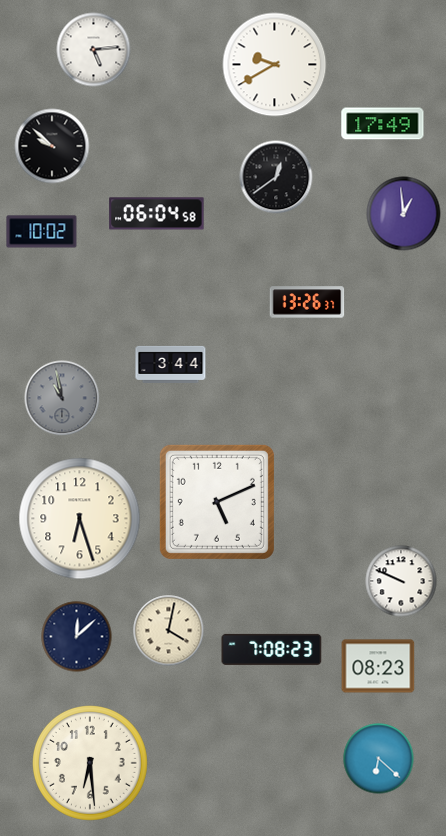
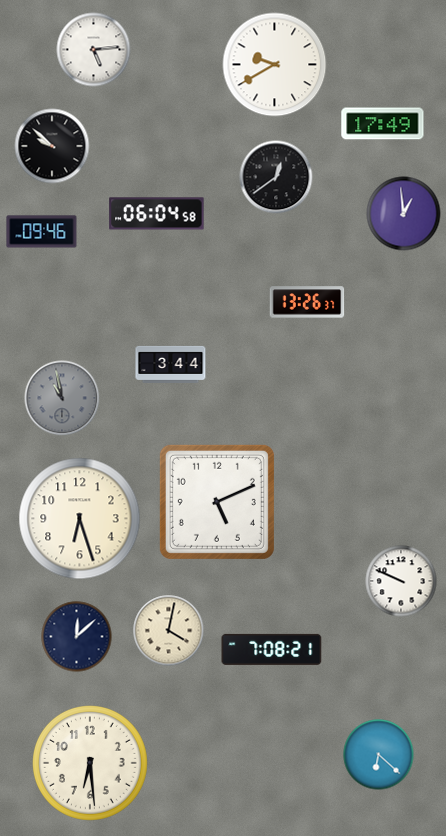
clock at (42, 232): 10:02 -> 09:46
clock at (272, 649): 7:08:23 -> 7:08:21
clock at (378, 666): 08:23 -> none
clock at (379, 759) position: (379, 759) -> (379, 755)
